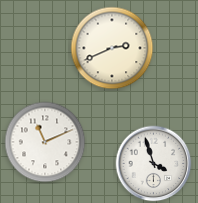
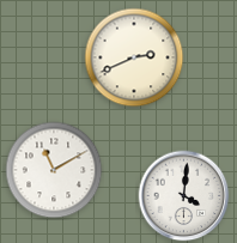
clock at (45, 142): 11:11 -> 11:10
clock at (154, 164): 3:57 -> 4:01
